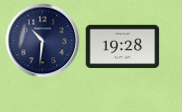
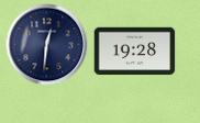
clock at (43, 41): 10:31 -> 12:31
